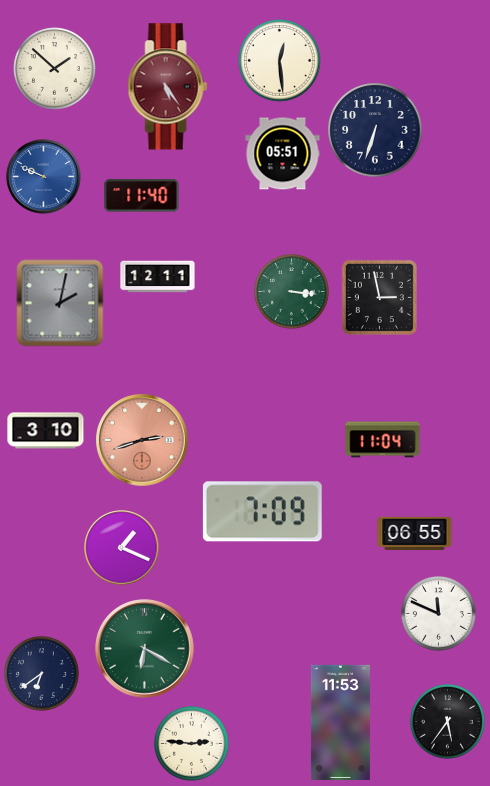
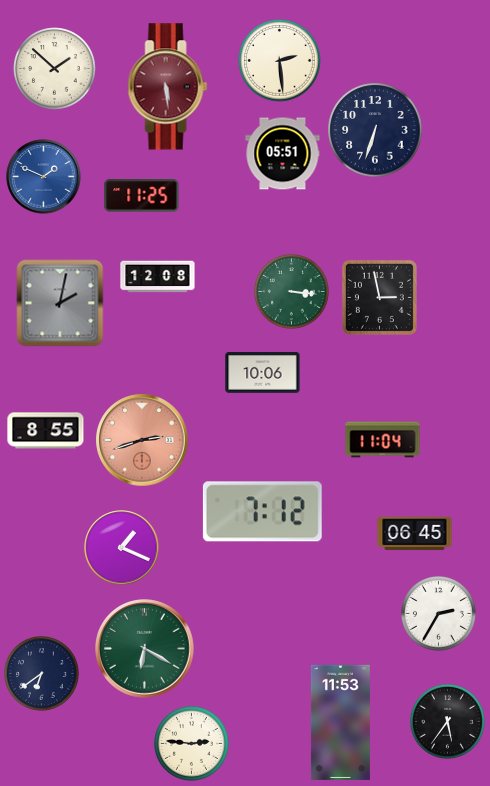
clock at (280, 61): 12:29 -> 2:29
clock at (168, 87): 5:24 -> 5:29
clock at (44, 177): 9:49 -> 1:49
clock at (142, 196): 11:40 -> 11:25
clock at (158, 277): 12:11 -> 12:08
clock at (263, 373): none -> 10:06
clock at (46, 431): 3:10 -> 8:55
clock at (262, 512): 7:09 -> 7:12
clock at (415, 534): 06:55 -> 06:45
clock at (438, 613): 11:49 -> 2:35
